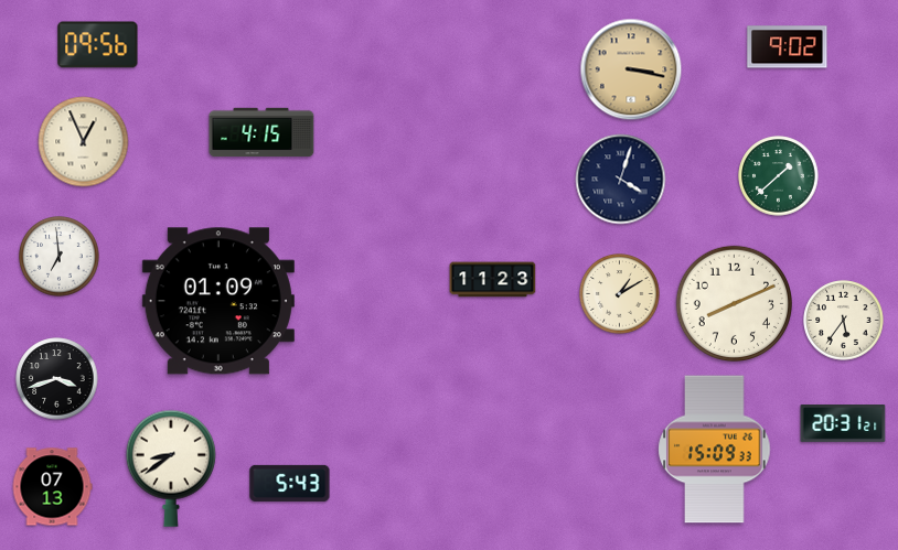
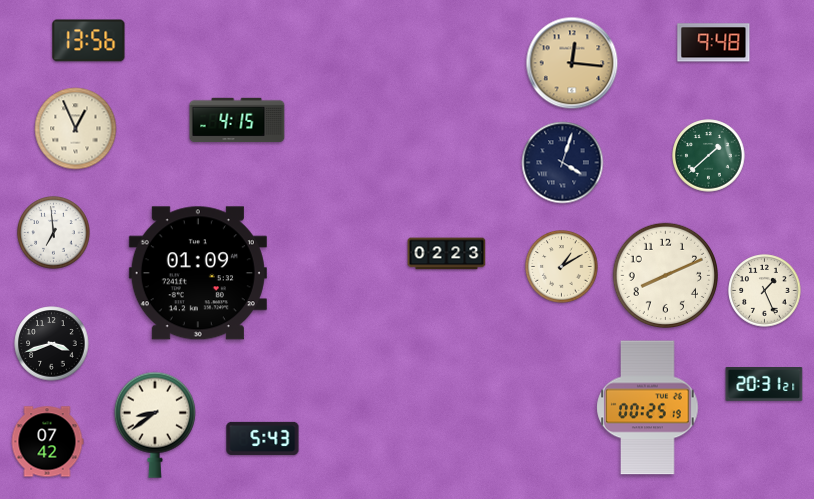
clock at (98, 45): 09:56 -> 13:56
clock at (788, 47): 9:02 -> 9:48
clock at (631, 69): 3:17 -> 12:16
clock at (779, 176) position: (779, 176) -> (709, 156)
clock at (493, 280): 11:23 -> 02:23
clock at (844, 321): 5:36 -> 1:26
clock at (715, 450): 15:09 -> 00:25
clock at (52, 487): 07:13 -> 07:42
